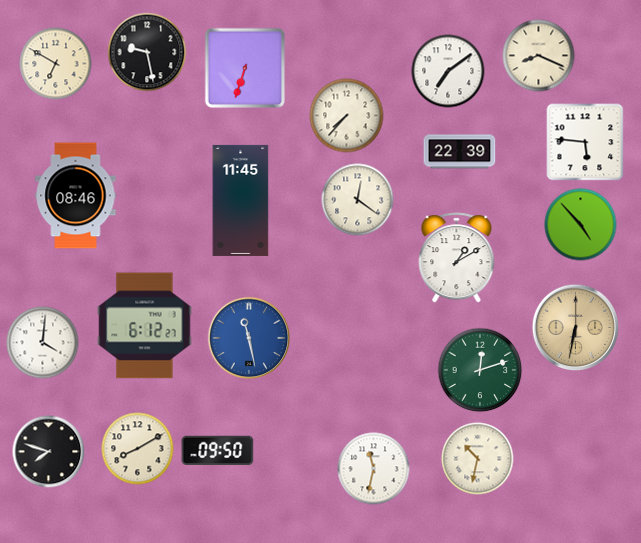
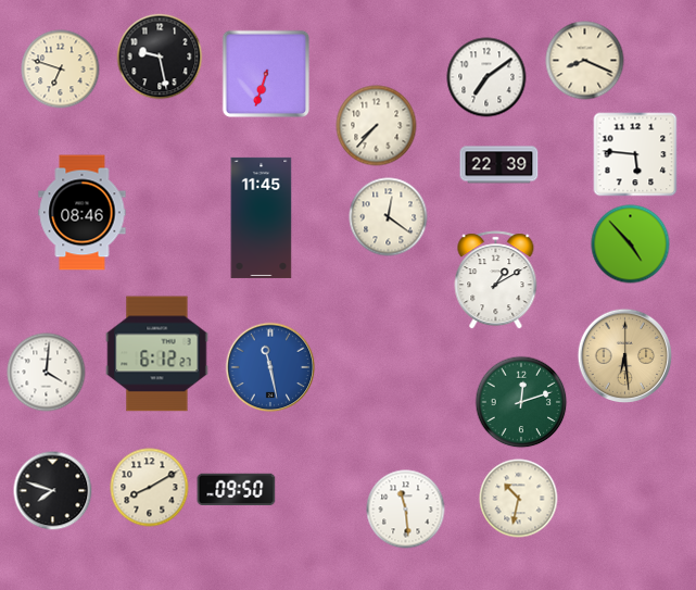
clock at (56, 64): 6:50 -> 6:48
clock at (576, 328): 6:32 -> 6:29
clock at (374, 469): 11:32 -> 11:29
